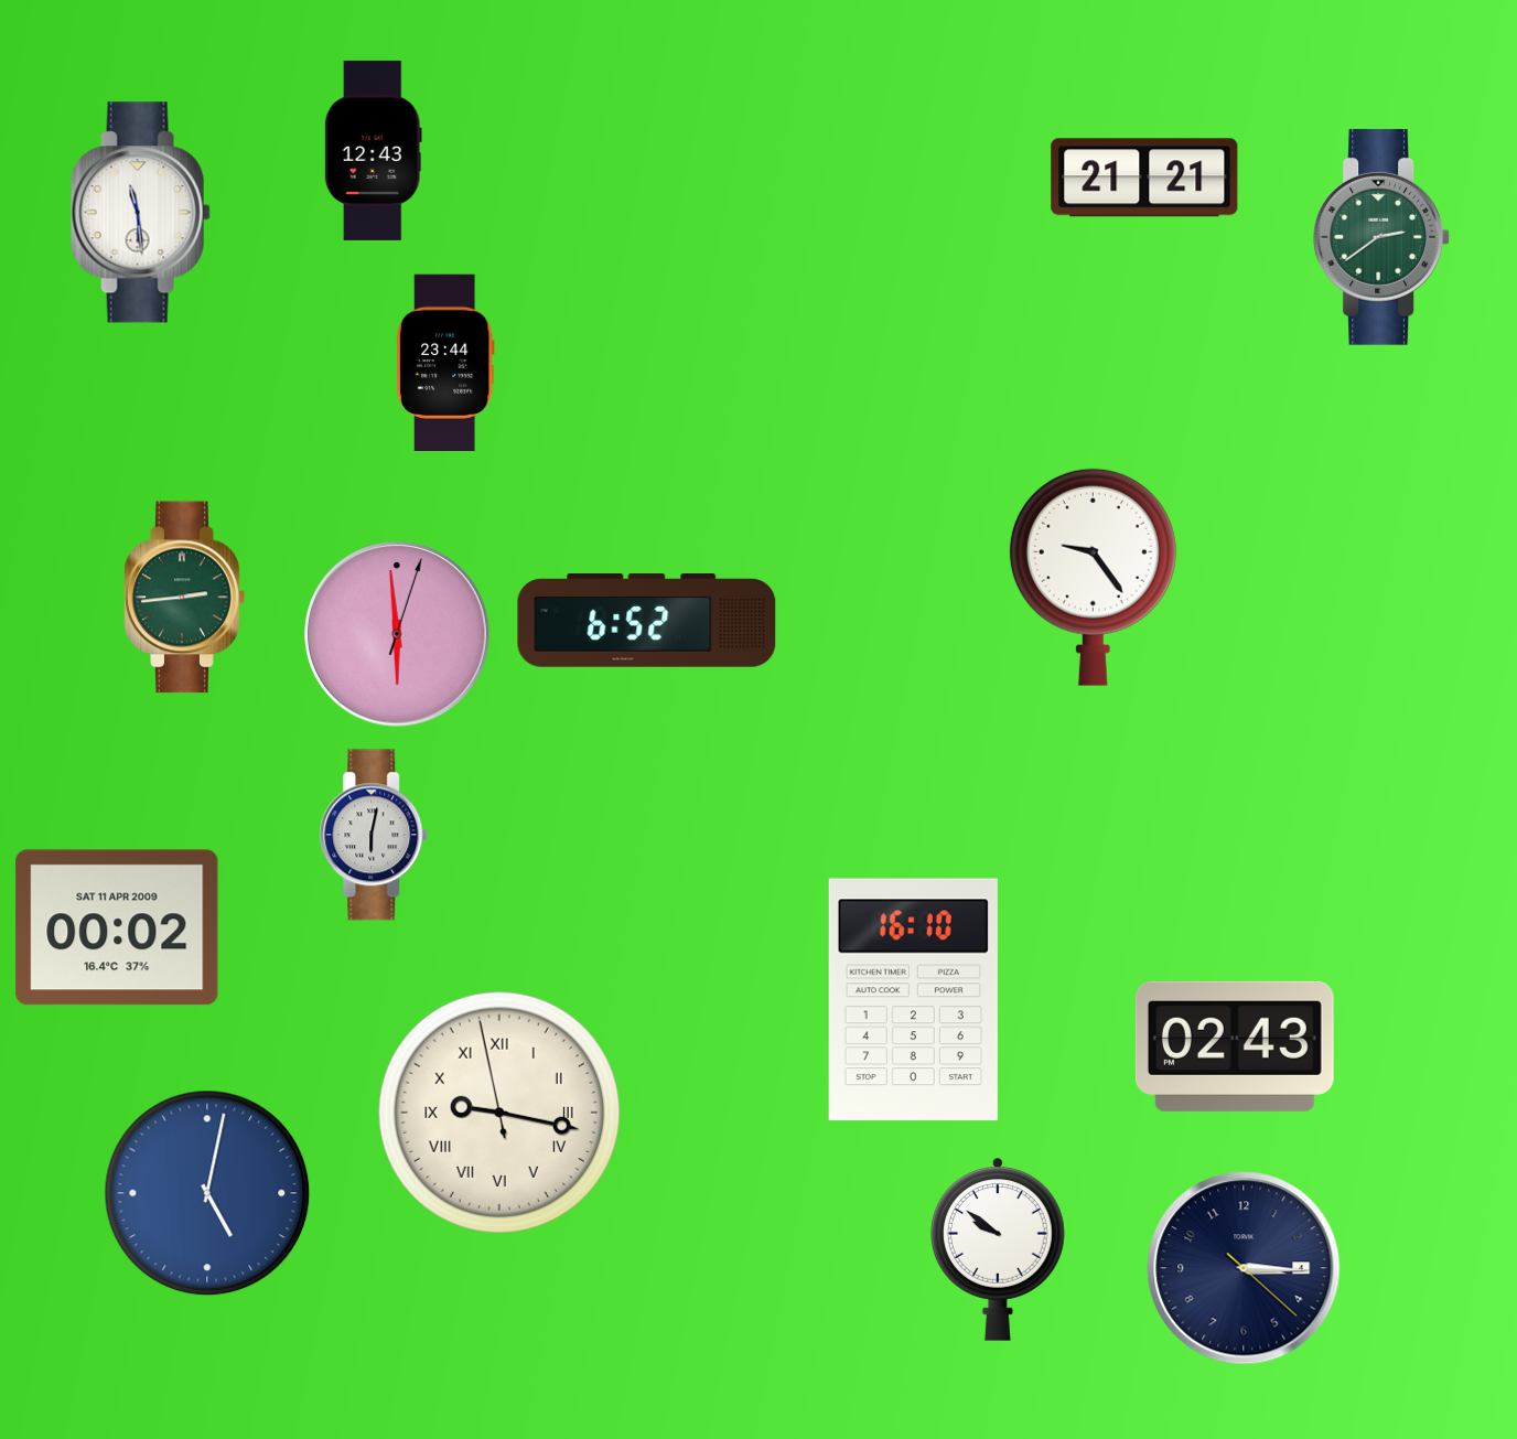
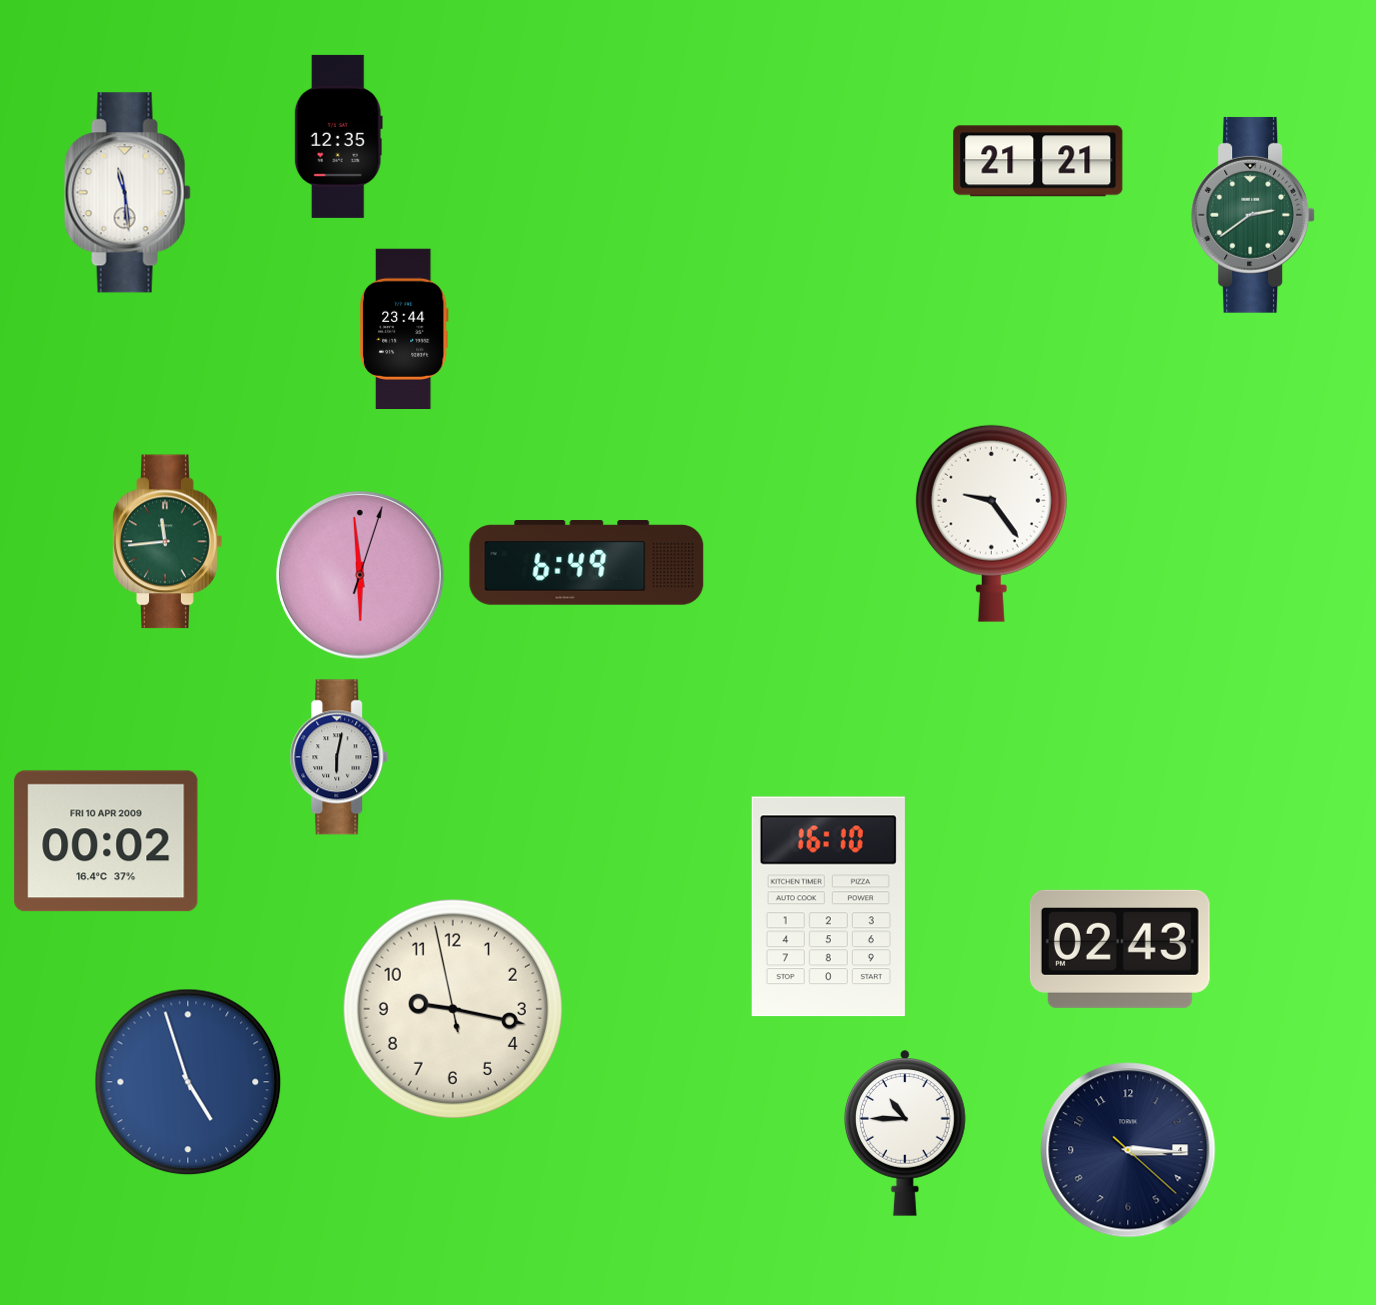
clock at (373, 150): 12:43 -> 12:35
clock at (185, 598): 2:44 -> 11:44
clock at (647, 621): 6:52 -> 6:49
clock at (117, 927) date: SAT 11 APR 2009 -> FRI 10 APR 2009
clock at (499, 1113) numerals: Roman -> Arabic
clock at (207, 1193): 5:02 -> 4:57
clock at (999, 1249): 9:51 -> 10:45
